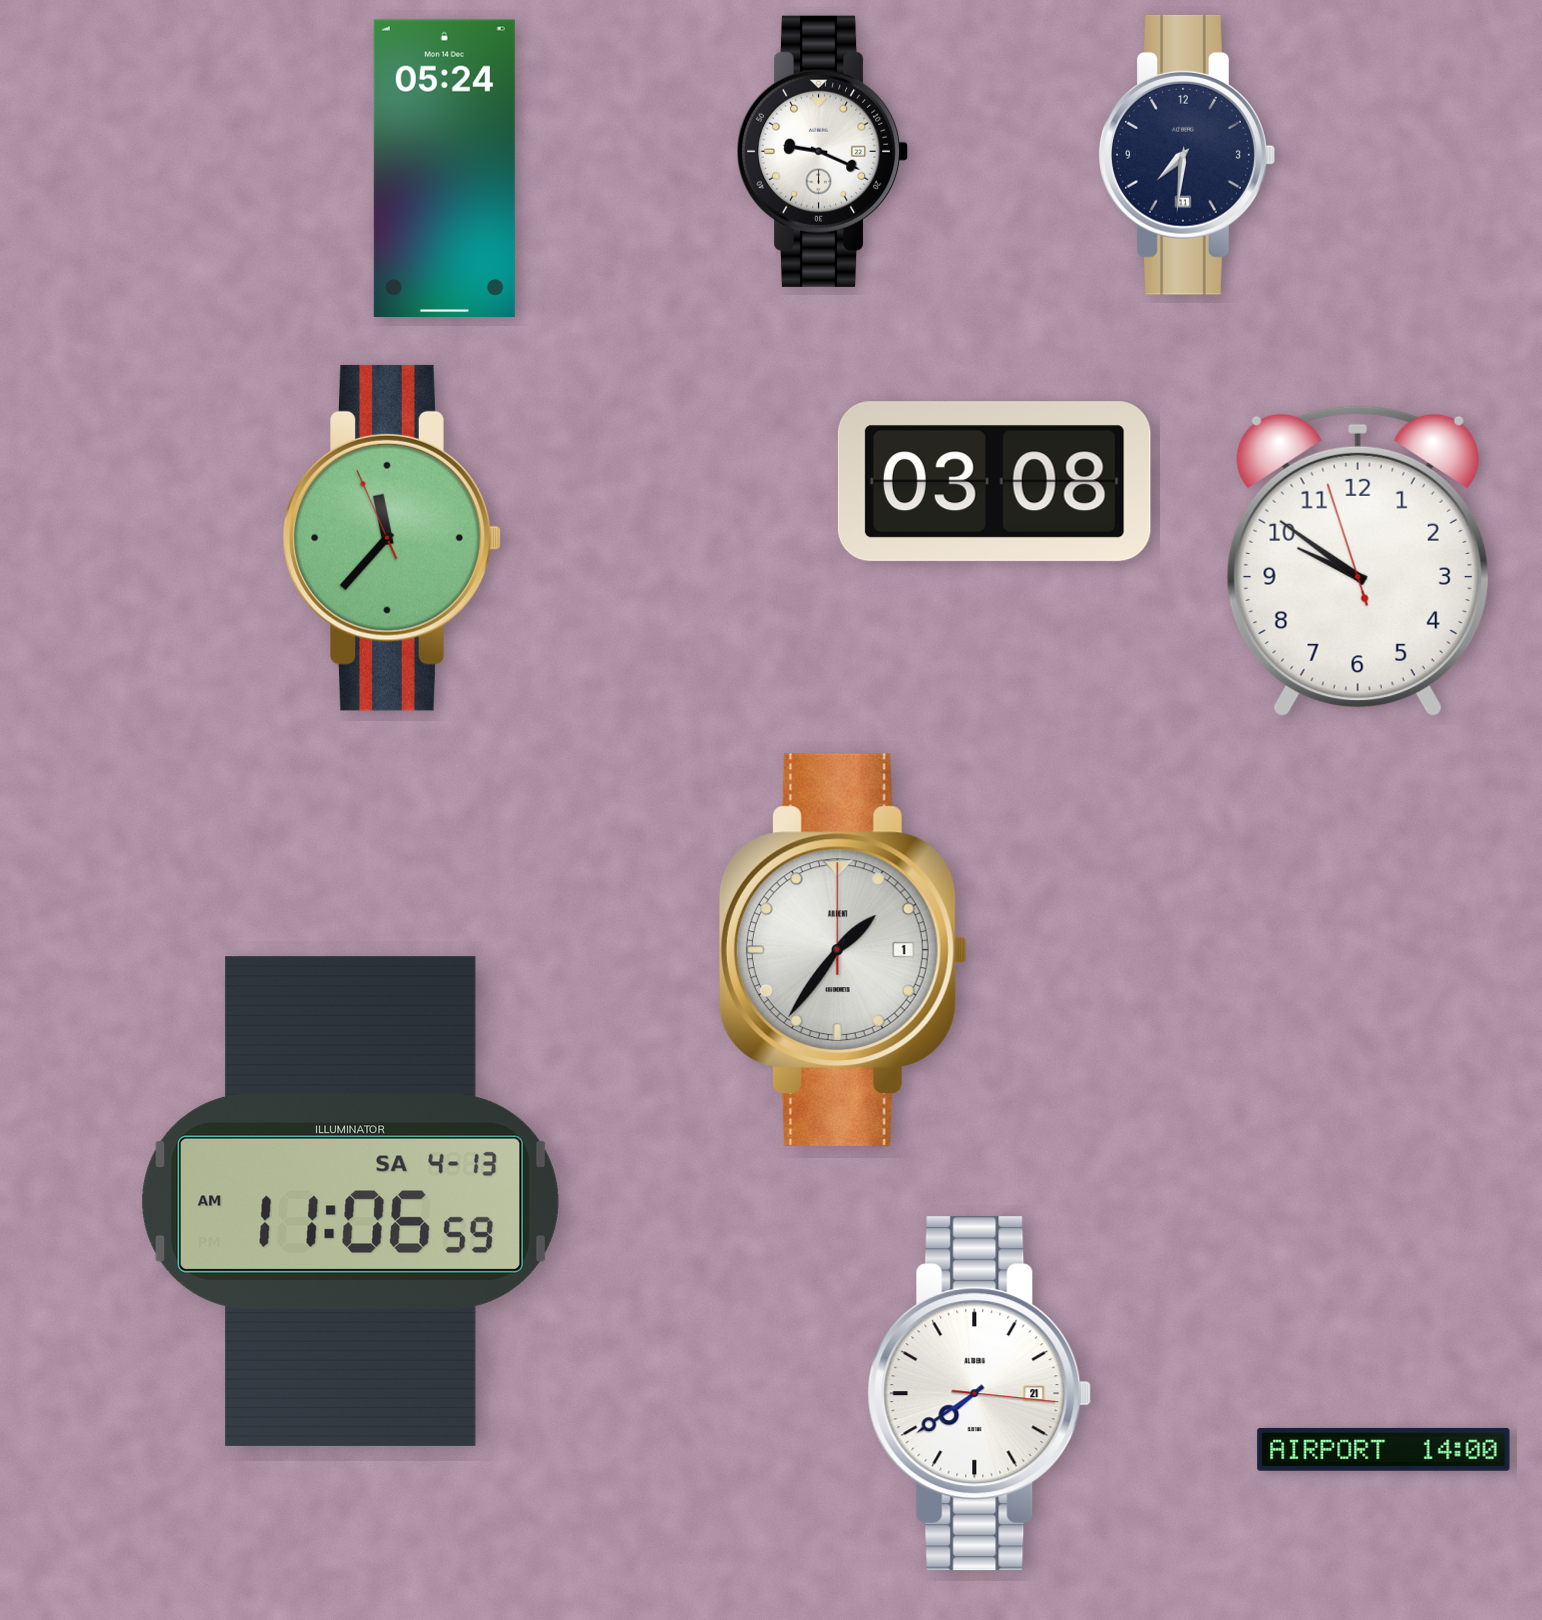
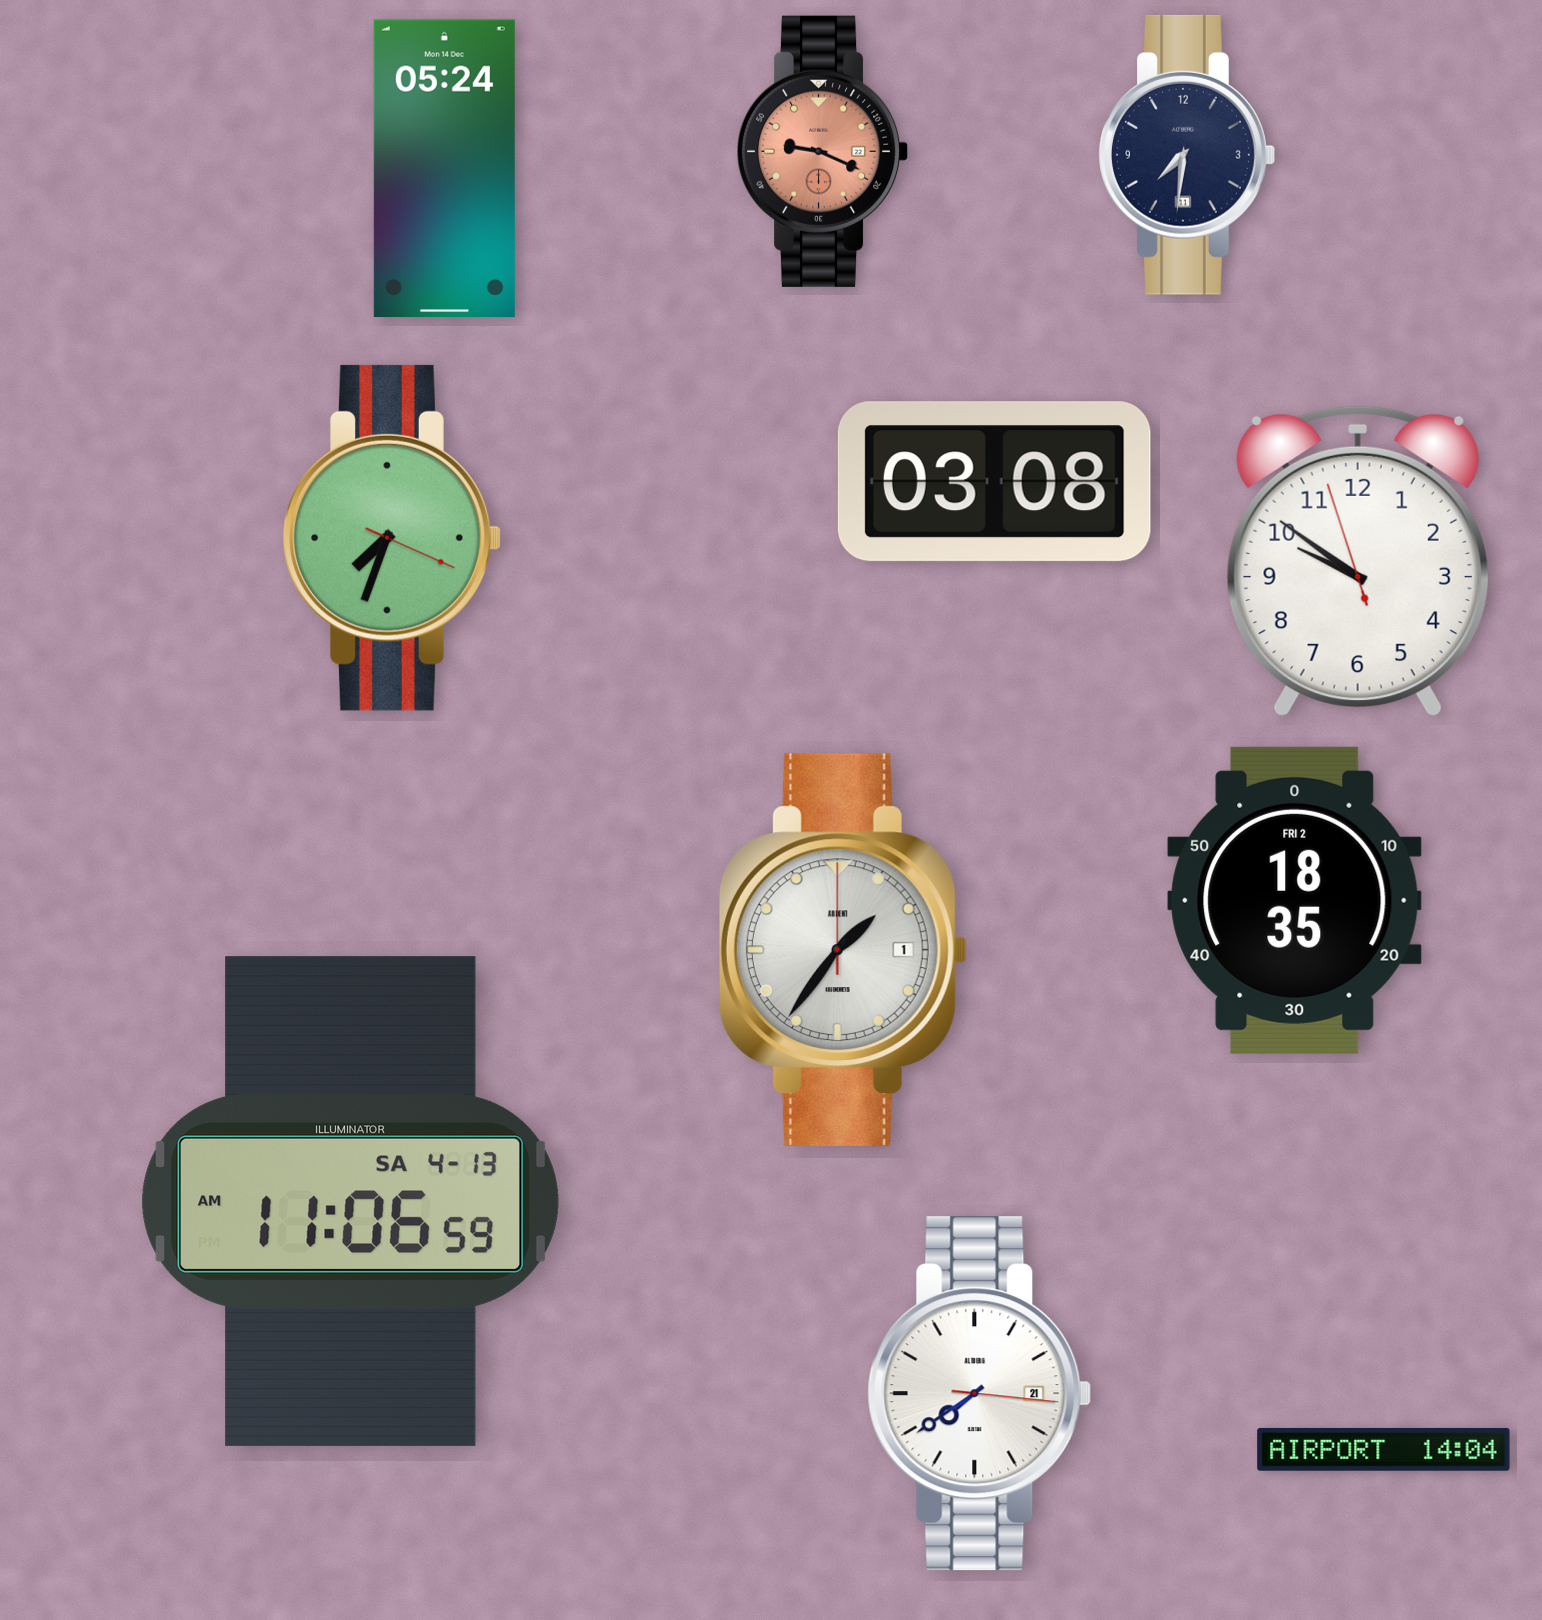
clock at (823, 151) dial: white -> salmon
clock at (392, 538): 11:36 -> 7:33
clock at (1295, 900): none -> 18:35
clock at (1384, 1449): 14:00 -> 14:04
